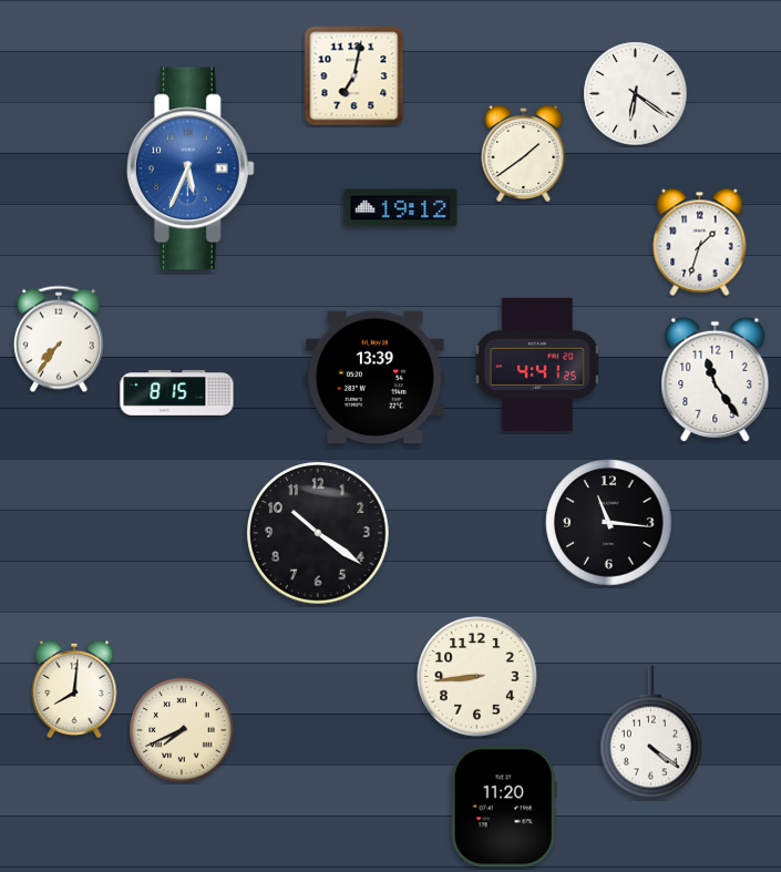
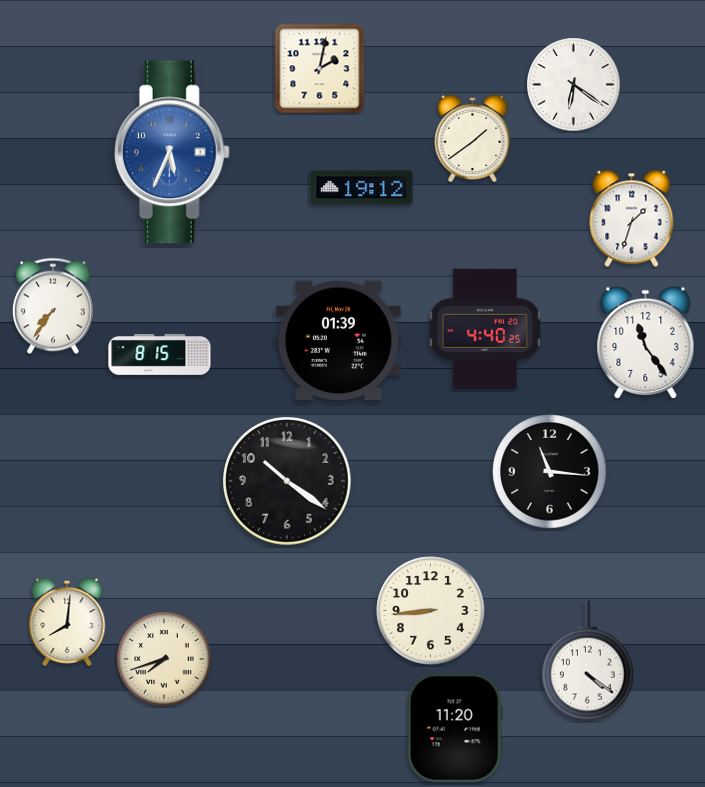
clock at (354, 76): 7:02 -> 2:02
clock at (536, 365): 4:41 -> 4:40
clock at (374, 378): 13:39 -> 01:39
clock at (182, 730): 7:41 -> 7:42
